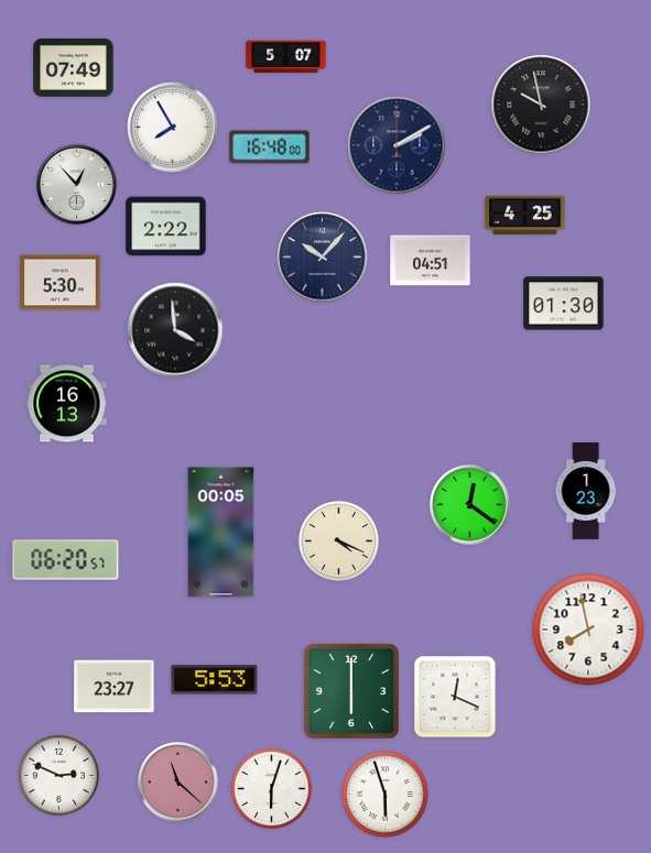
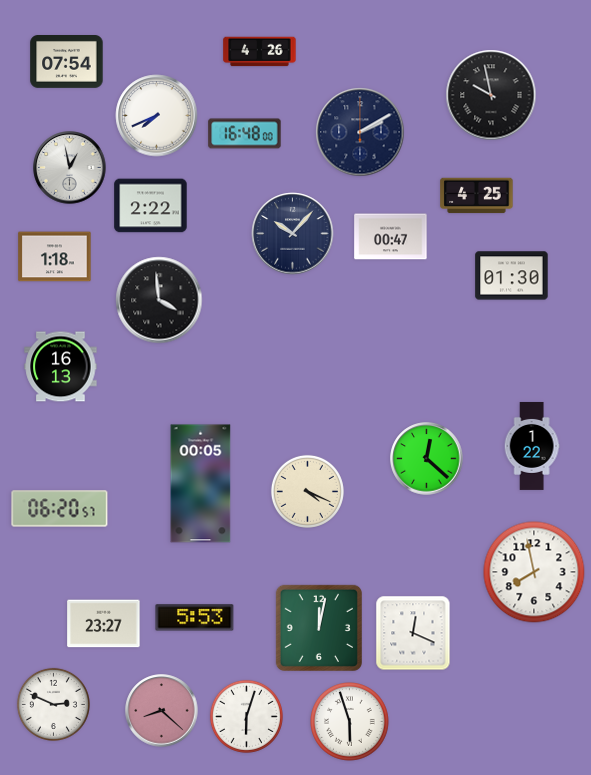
clock at (286, 57): 5:07 -> 4:26
clock at (74, 68): 07:49 -> 07:54
clock at (173, 128): 7:55 -> 7:41
clock at (77, 185): 12:53 -> 12:58
clock at (431, 261): 04:51 -> 00:47
clock at (61, 283): 5:30 -> 1:18
clock at (586, 491): 1:23 -> 1:22
clock at (470, 505): 12:21 -> 12:22
clock at (351, 691): 6:00 -> 12:02
clock at (178, 783): 11:22 -> 8:22
